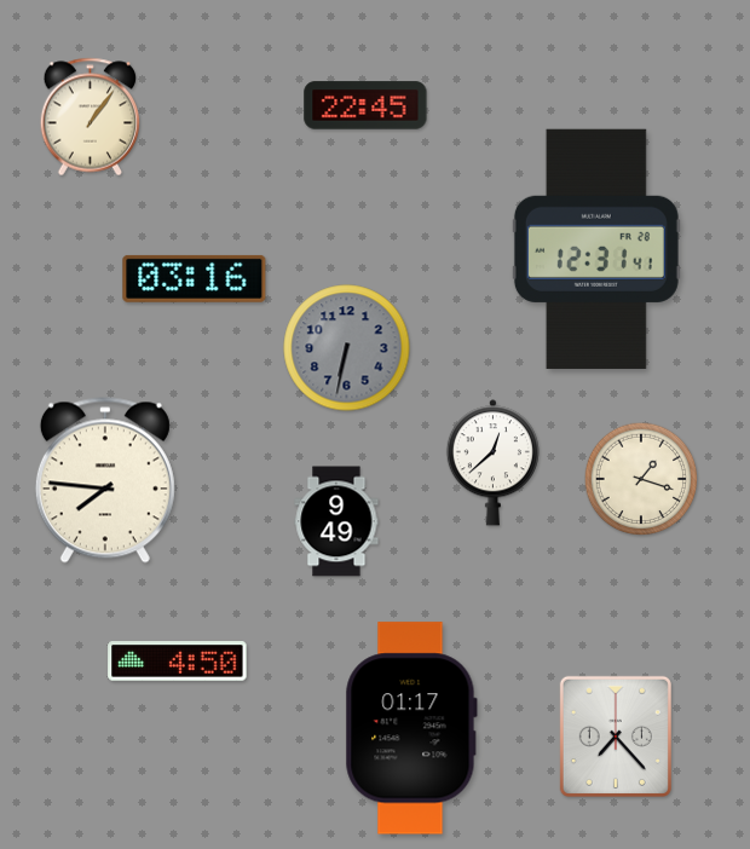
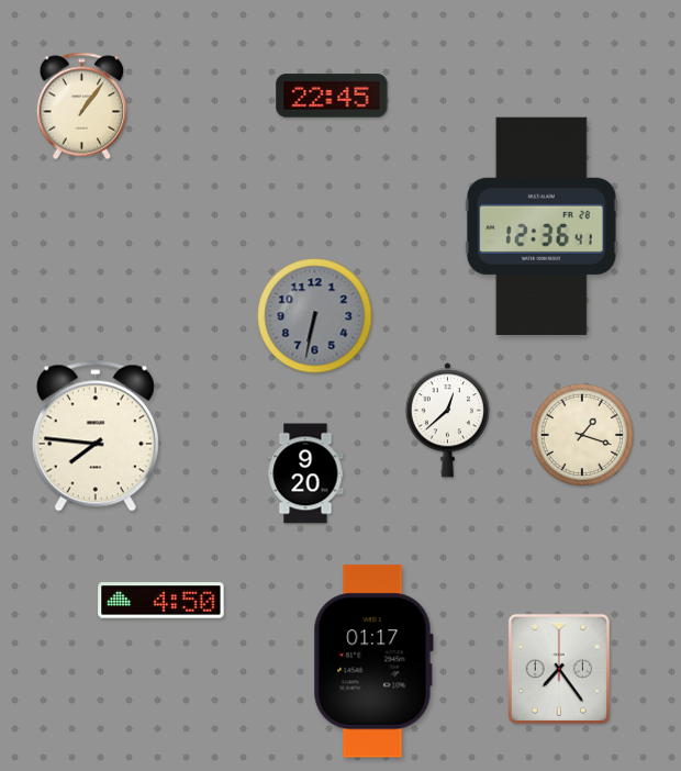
clock at (596, 249): 12:31 -> 12:36
clock at (195, 278): 03:16 -> none
clock at (336, 521): 9:49 -> 9:20
clock at (616, 737): 7:23 -> 7:24
